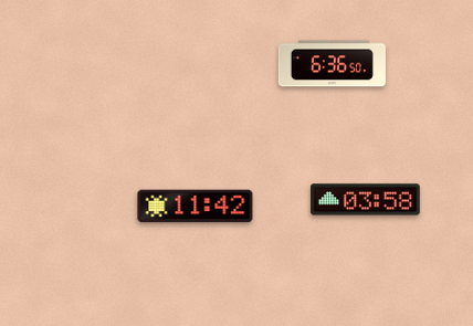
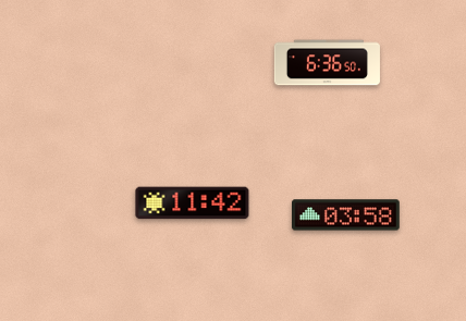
clock at (366, 200) position: (366, 200) -> (346, 215)
